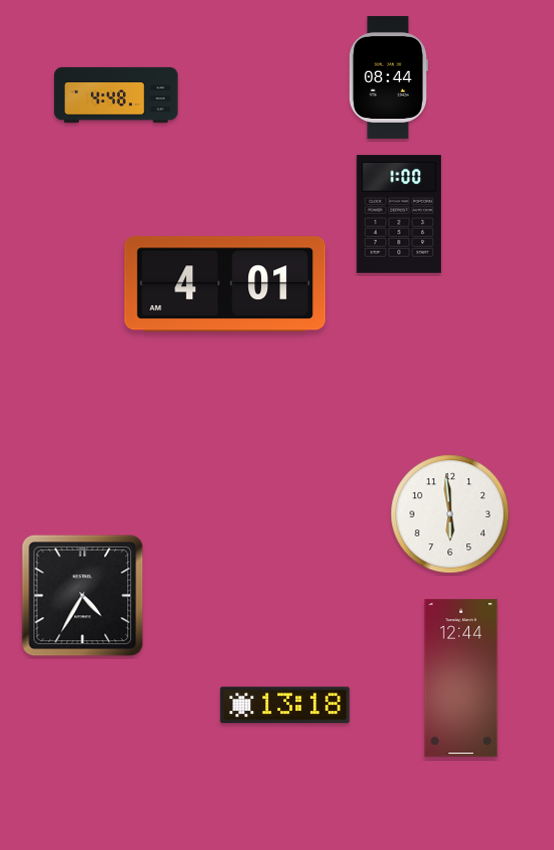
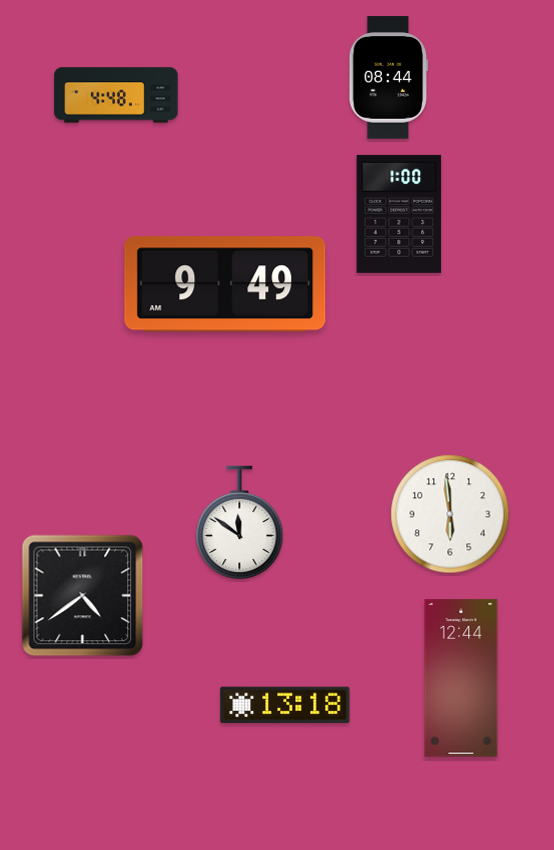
clock at (225, 284): 4:01 -> 9:49
clock at (240, 522): none -> 11:51
clock at (83, 596): 4:35 -> 4:39
